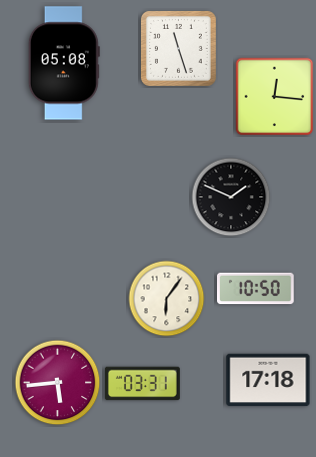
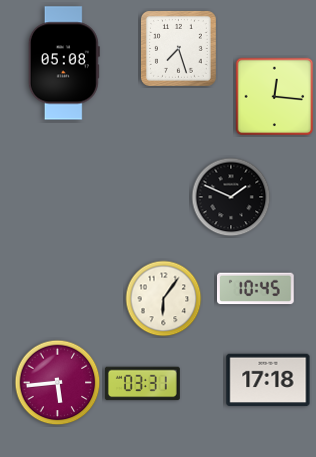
clock at (178, 48): 11:27 -> 7:27
clock at (256, 289): 10:50 -> 10:45
clock at (167, 299) position: (167, 299) -> (164, 299)
